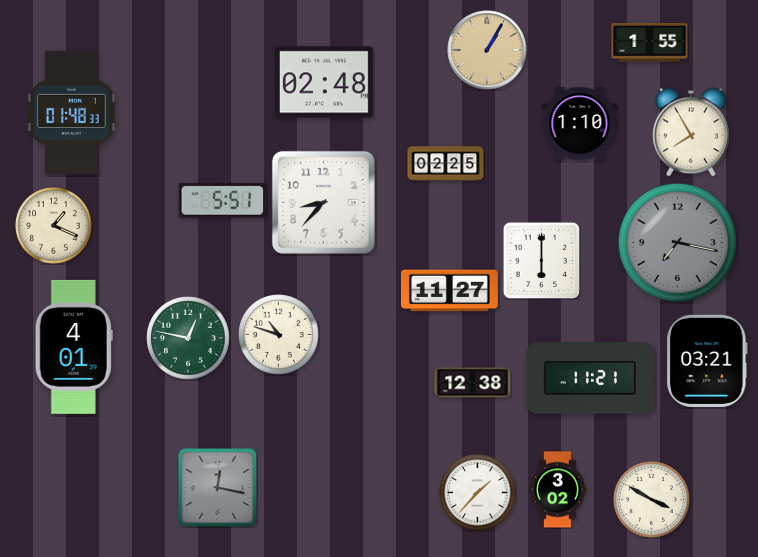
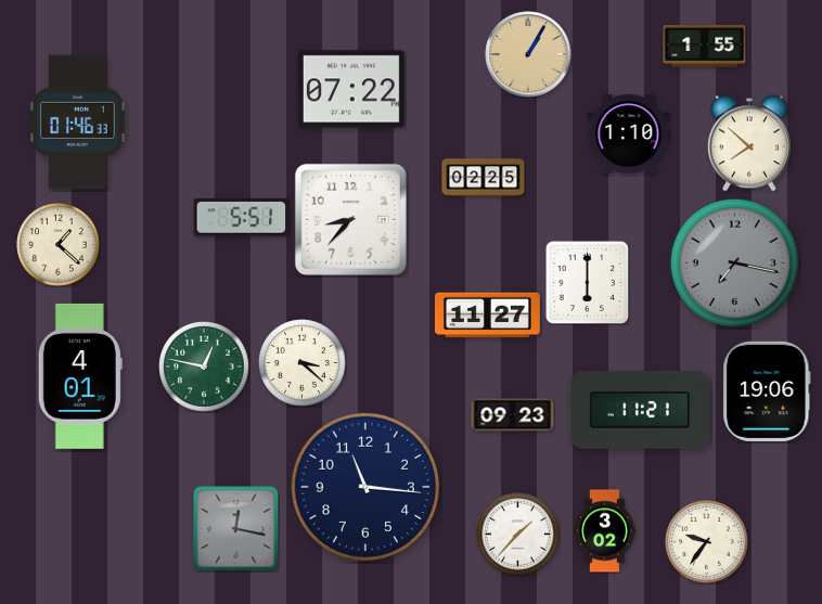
clock at (324, 82): 02:48 -> 07:22
clock at (71, 113): 01:48 -> 01:46
clock at (692, 132): 7:55 -> 7:52
clock at (54, 226): 1:19 -> 1:22
clock at (279, 335): 10:48 -> 3:22
clock at (707, 361): 03:21 -> 19:06
clock at (473, 383): 12:38 -> 09:23
clock at (364, 486): none -> 11:16
clock at (652, 500): 3:50 -> 9:36
